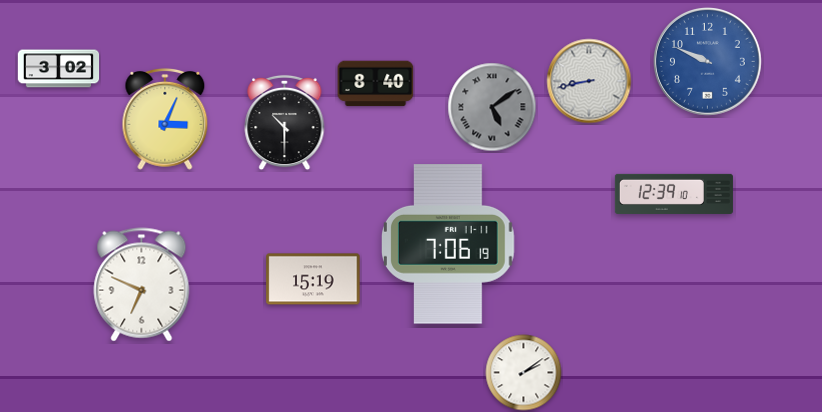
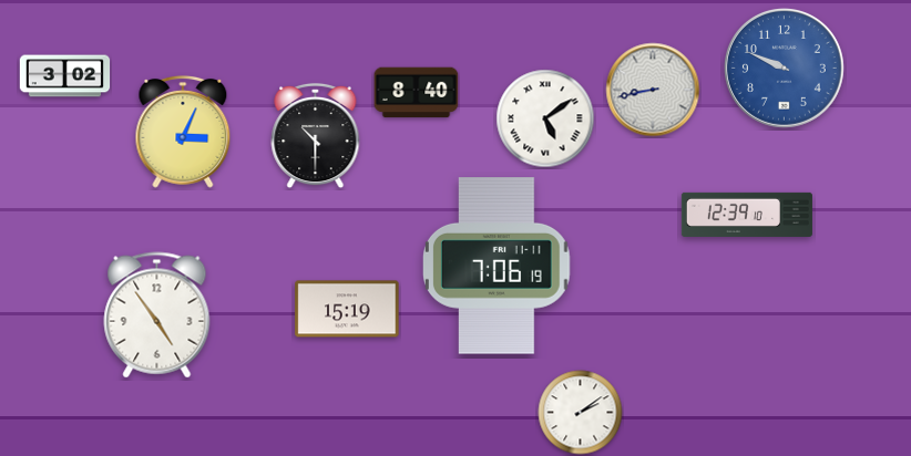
clock at (492, 107) dial: grey -> white
clock at (448, 244) position: (448, 244) -> (497, 266)
clock at (142, 285): 6:49 -> 4:54
